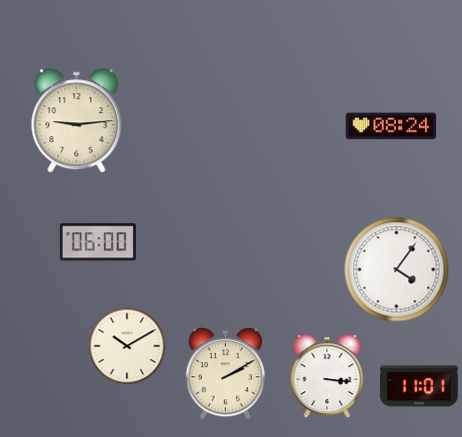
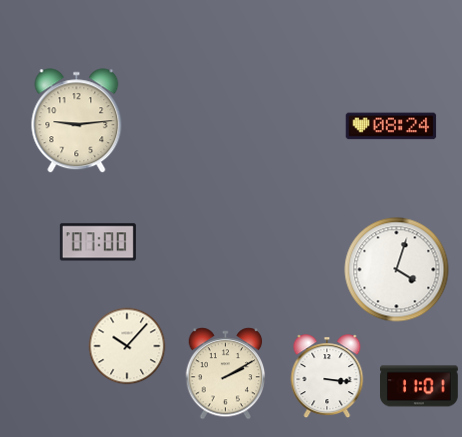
clock at (98, 242): 06:00 -> 07:00
clock at (397, 270): 4:06 -> 4:03
clock at (127, 346): 10:10 -> 10:07
